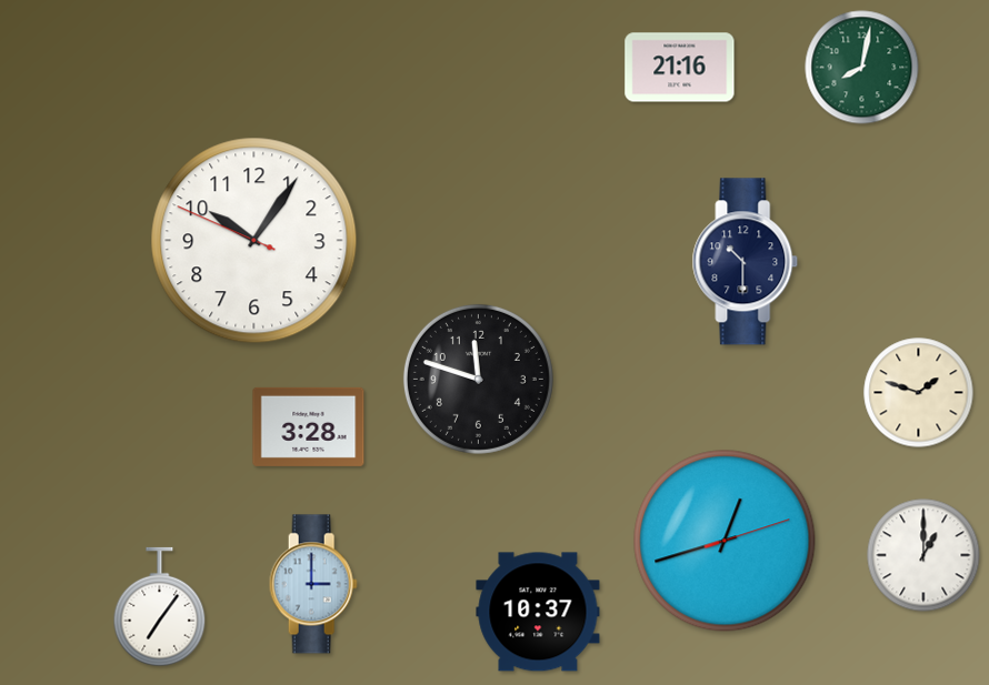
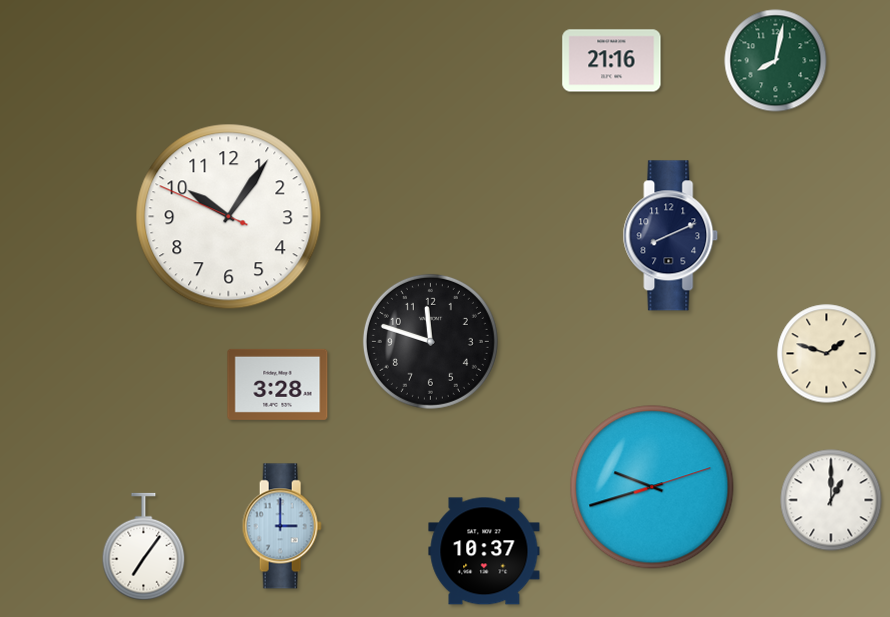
clock at (746, 262): 10:30 -> 8:11
clock at (725, 541): 12:42 -> 9:42
